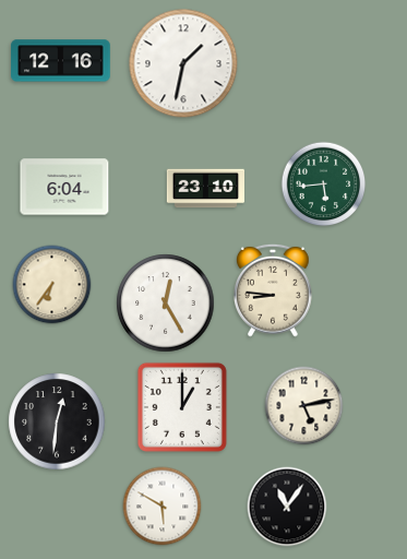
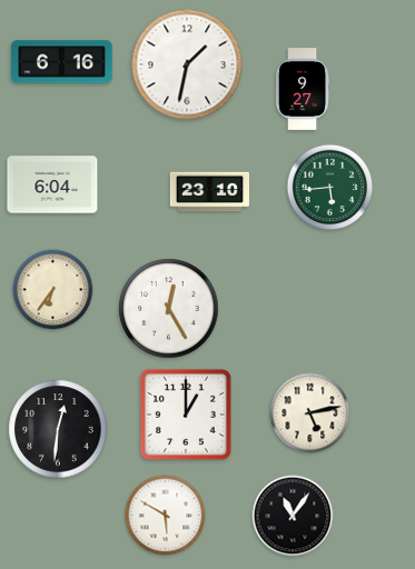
clock at (61, 61): 12:16 -> 6:16
clock at (303, 90): none -> 9:27
clock at (64, 187) position: (64, 187) -> (52, 184)
clock at (274, 290): 8:46 -> none
